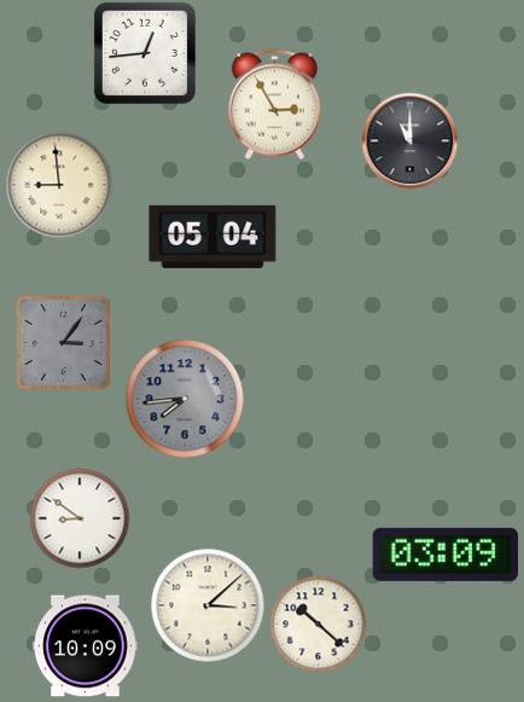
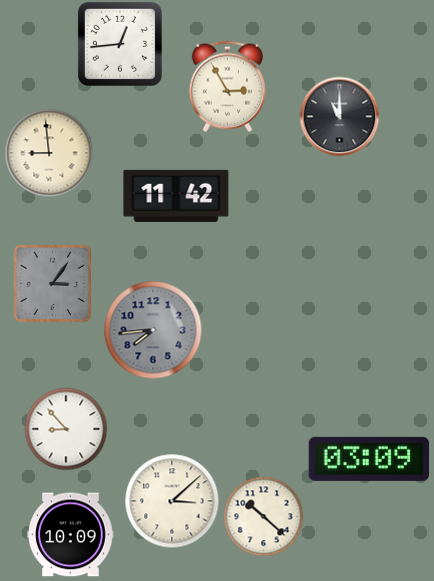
clock at (212, 237): 05:04 -> 11:42
clock at (80, 518): 8:51 -> 8:53
